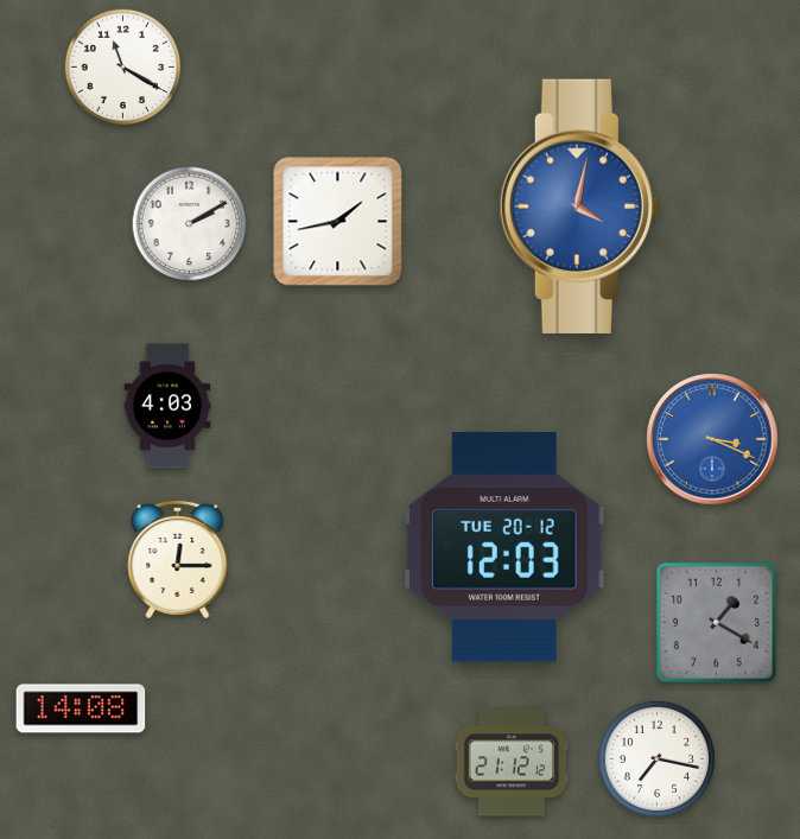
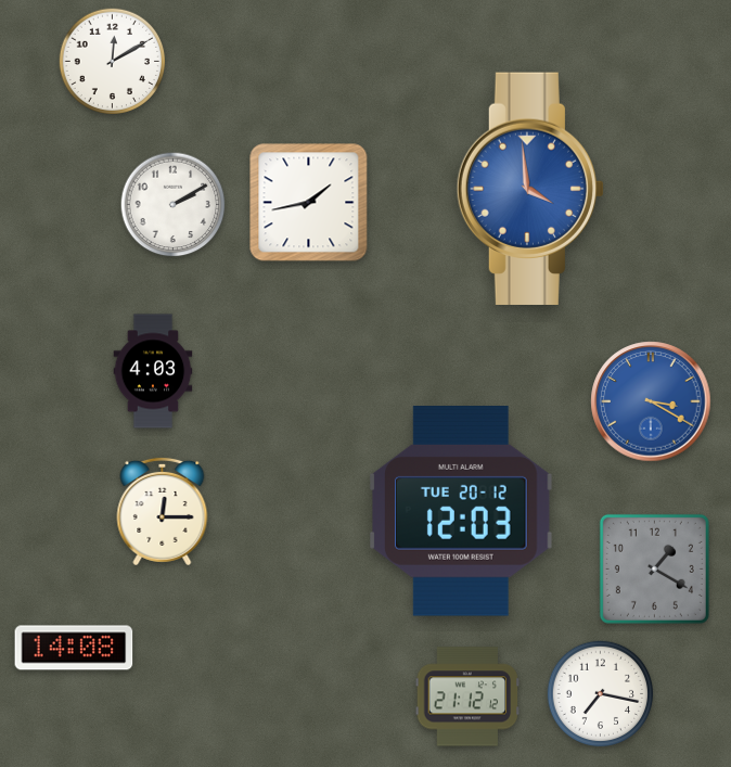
clock at (123, 68): 11:20 -> 12:10
clock at (579, 206): 4:02 -> 3:59
clock at (712, 439): 3:19 -> 3:20
clock at (506, 548) position: (506, 548) -> (462, 512)
